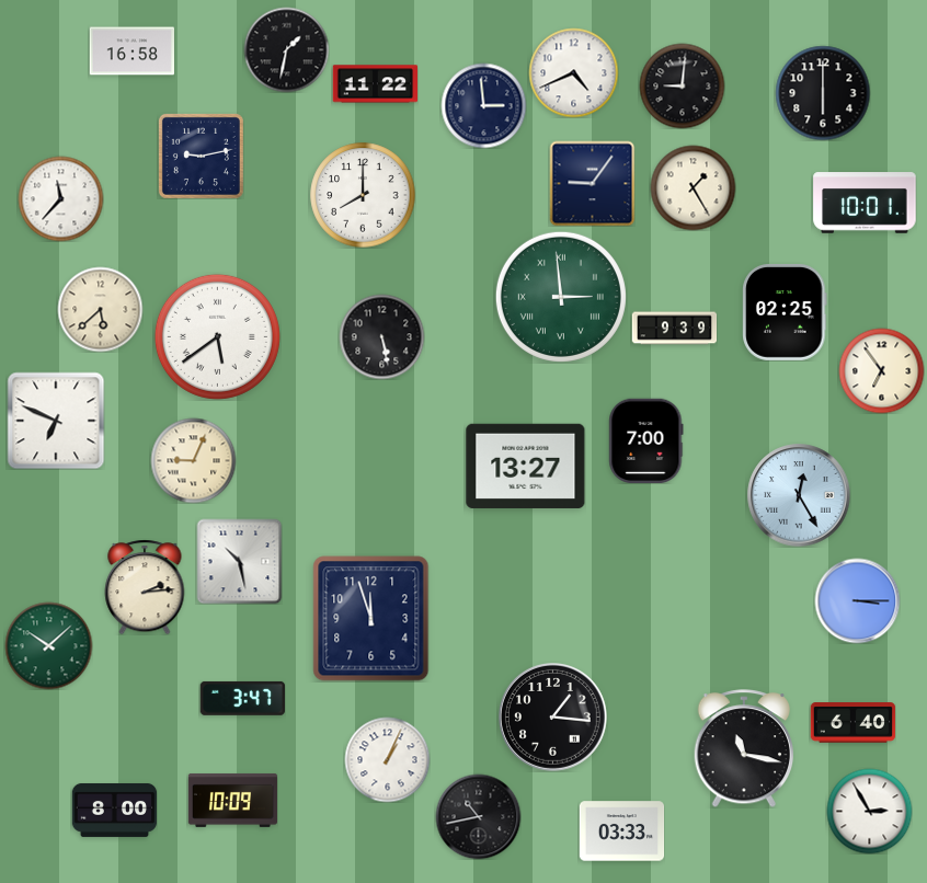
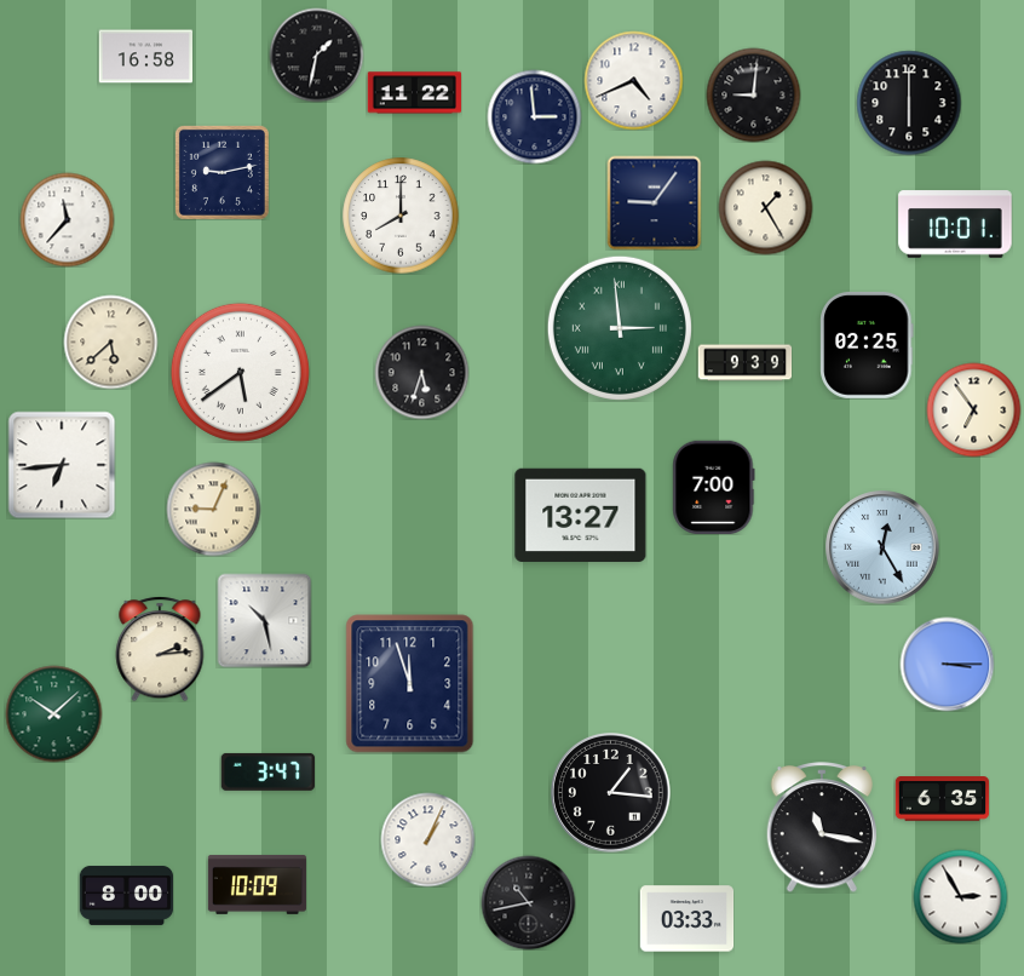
clock at (381, 336): 5:28 -> 5:33
clock at (56, 421): 6:49 -> 6:44
clock at (852, 723): 6:40 -> 6:35
